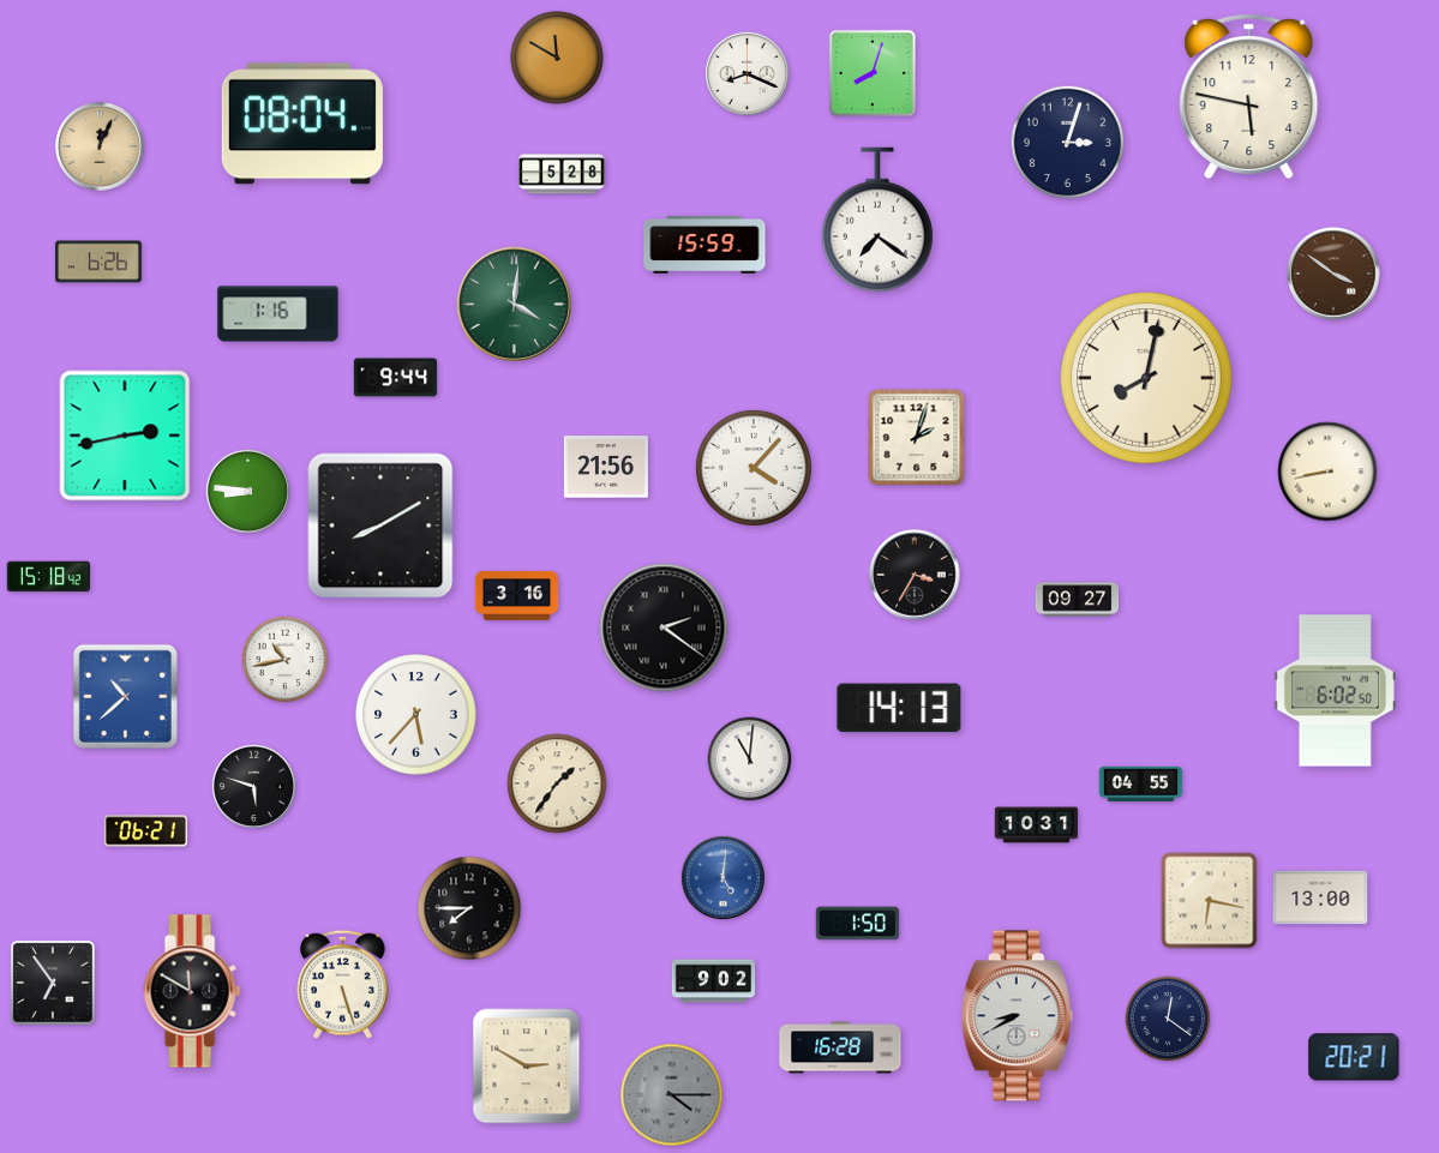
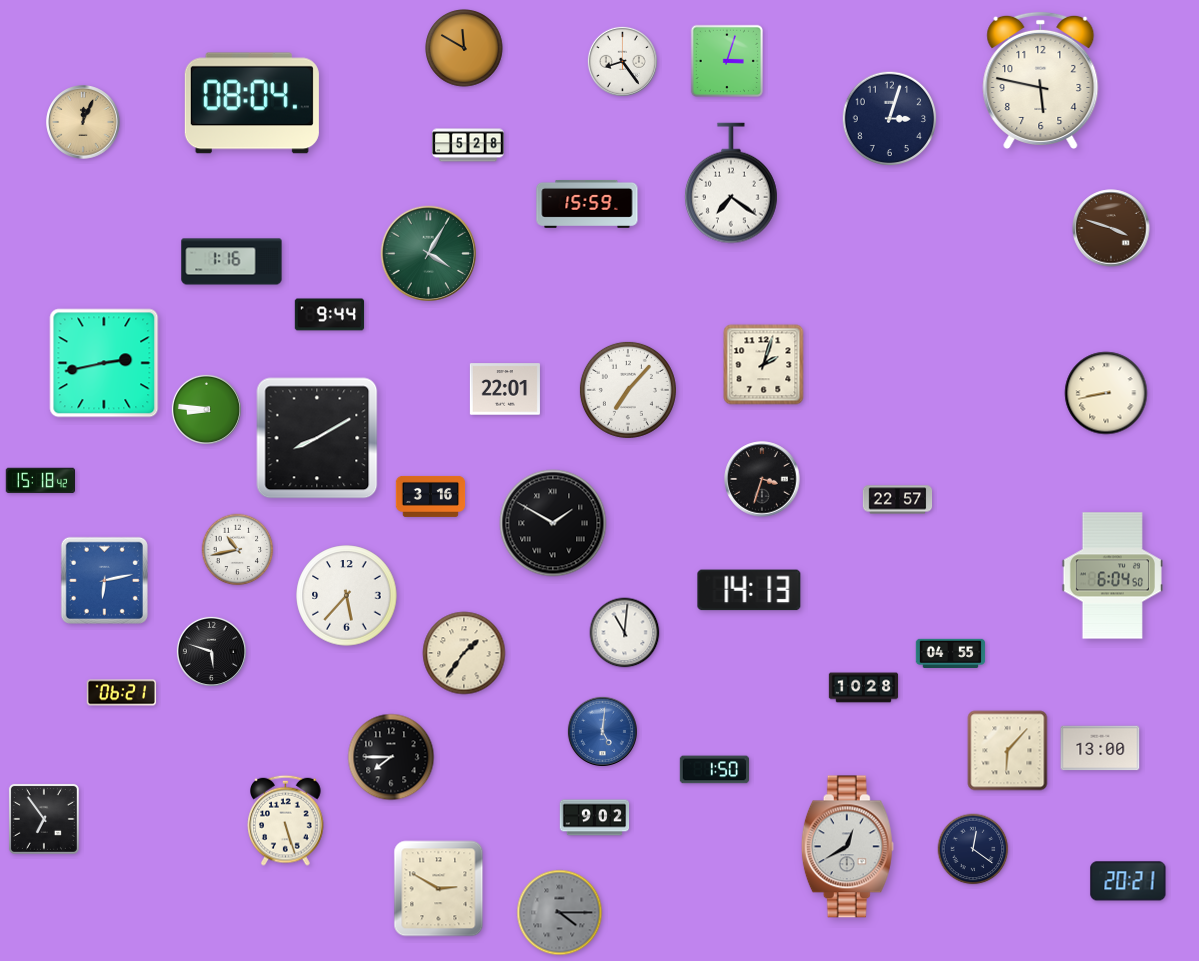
clock at (747, 73): 8:19 -> 8:24
clock at (873, 73): 8:03 -> 3:03
clock at (98, 262): 6:26 -> none
clock at (1333, 274): 3:51 -> 3:48
clock at (514, 304): 4:01 -> 4:05
clock at (1146, 378): 8:02 -> none
clock at (606, 467): 21:56 -> 22:01
clock at (754, 468): 4:07 -> 7:07
clock at (915, 575): 3:35 -> 3:33
clock at (1078, 600): 09:27 -> 22:57
clock at (664, 627): 2:21 -> 1:50
clock at (1335, 691): 6:02 -> 6:04
clock at (125, 696): 10:38 -> 6:13
clock at (253, 786) position: (253, 786) -> (211, 651)
clock at (1037, 825): 10:31 -> 10:28
clock at (1210, 901): 6:17 -> 6:07
clock at (192, 991): 11:50 -> none
clock at (1017, 1016): 8:40 -> 12:40
clock at (840, 1047): 16:28 -> none
